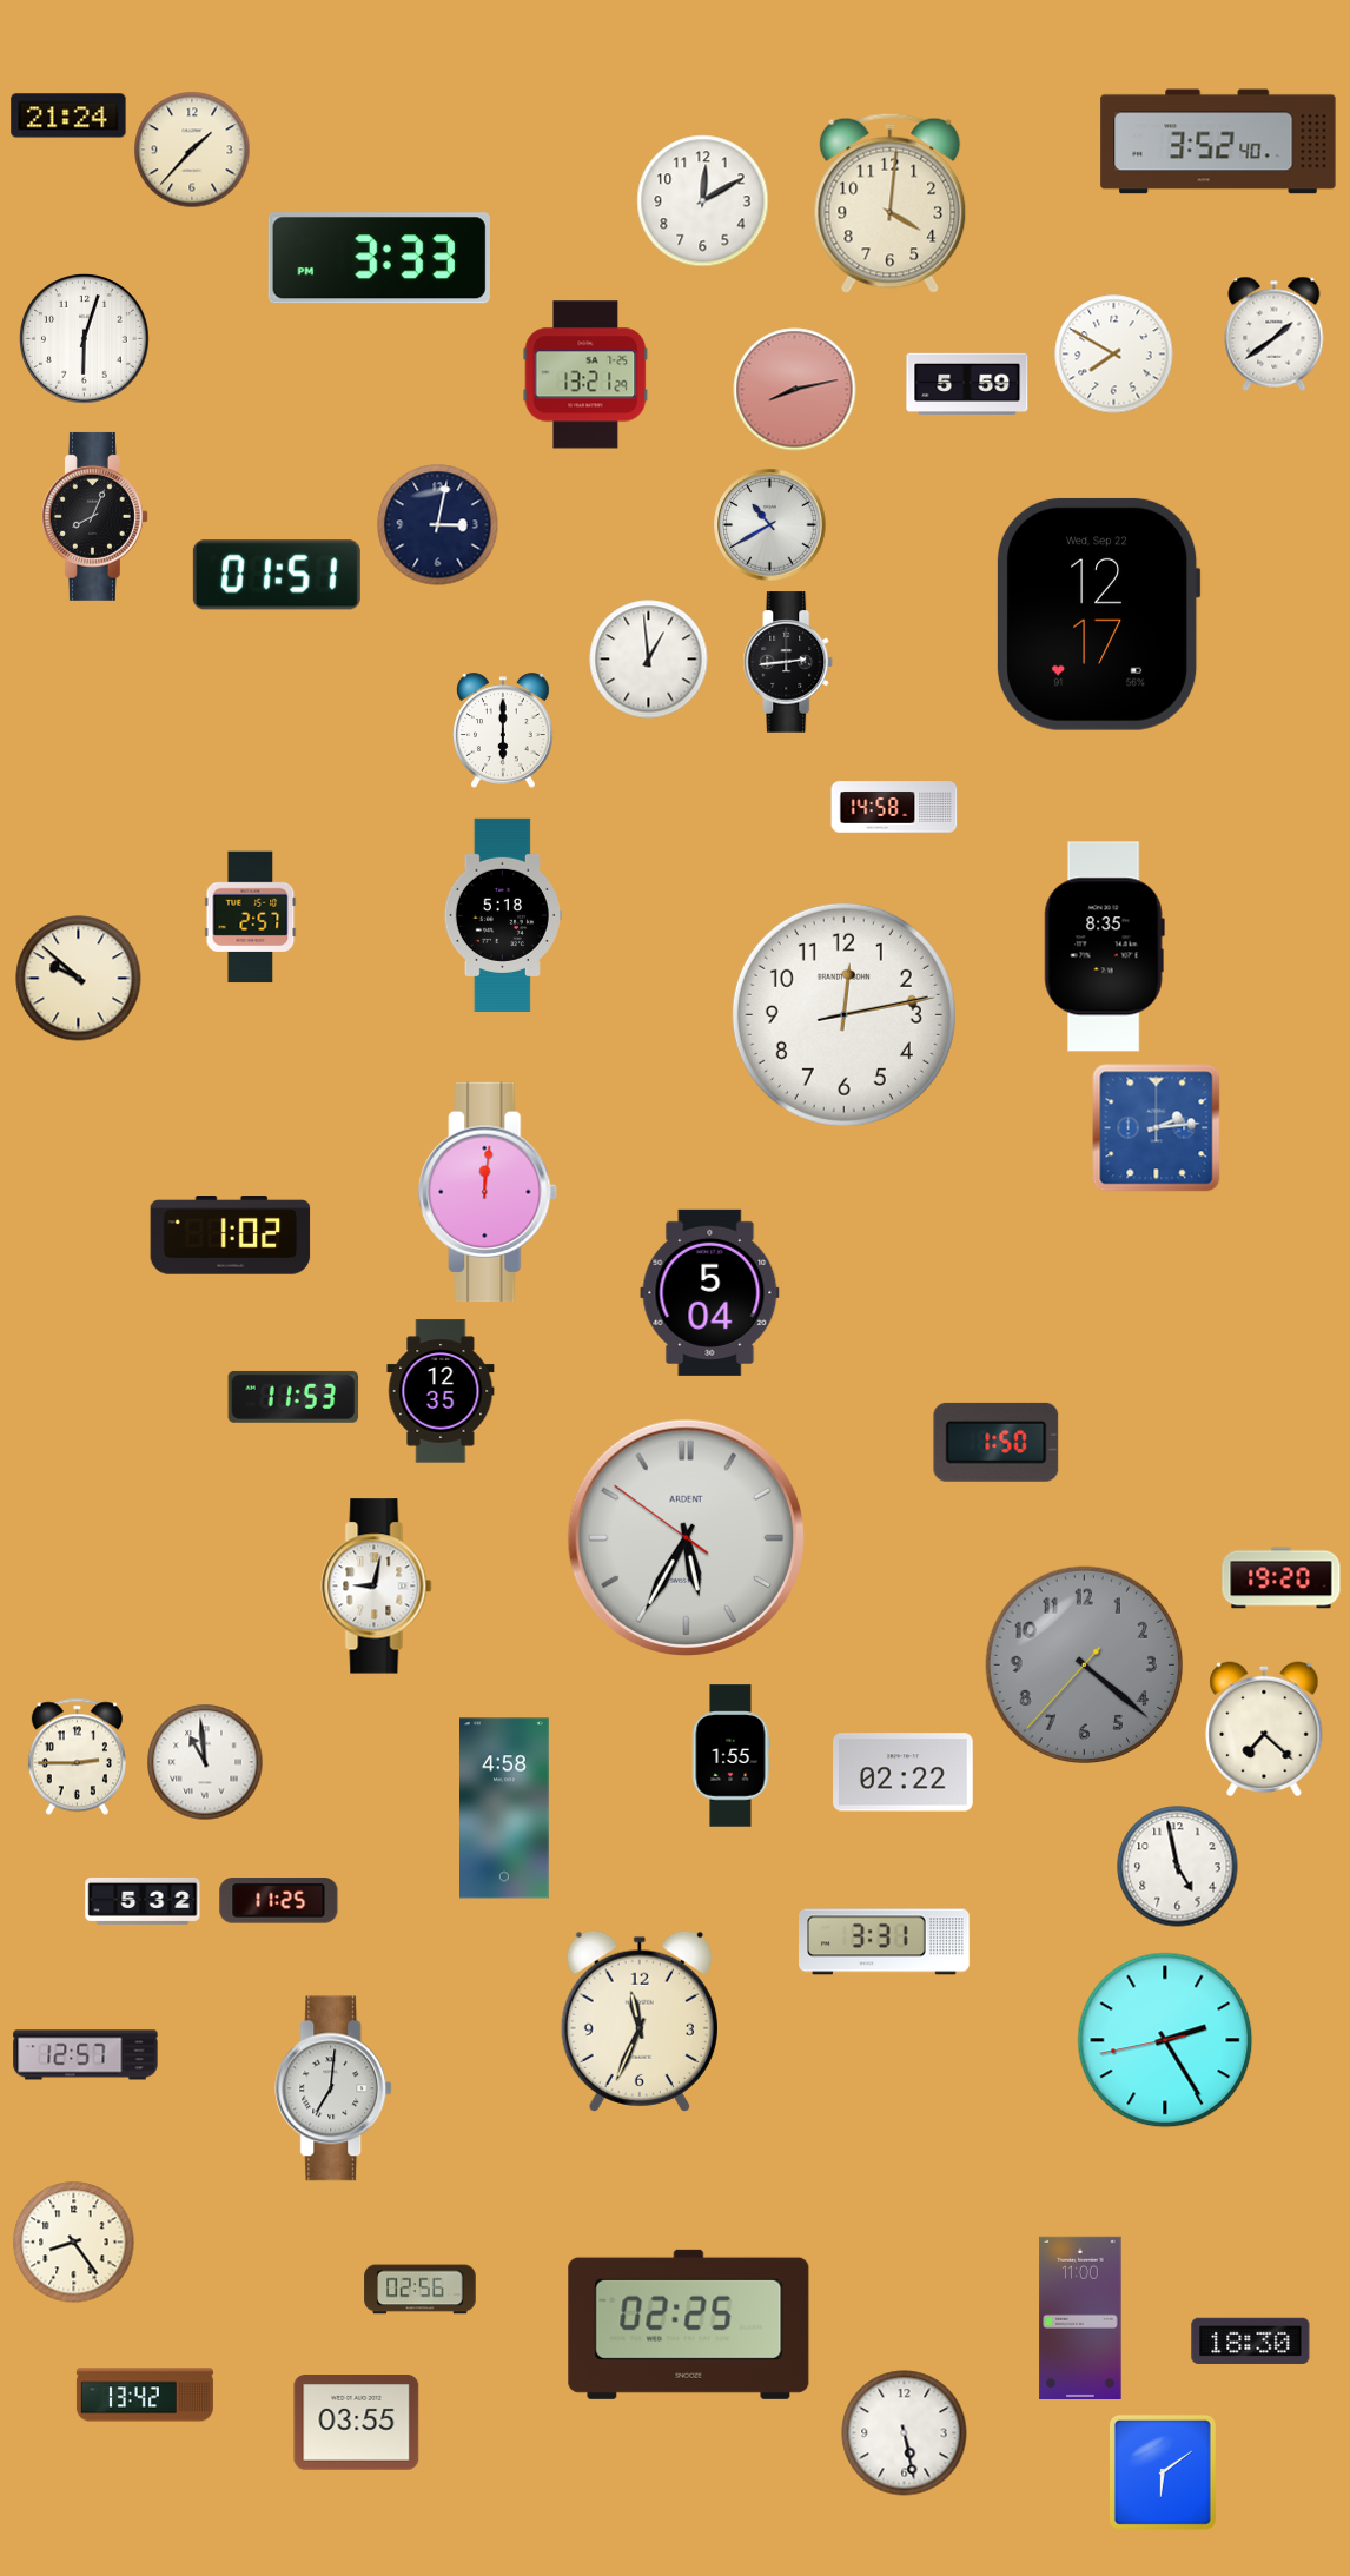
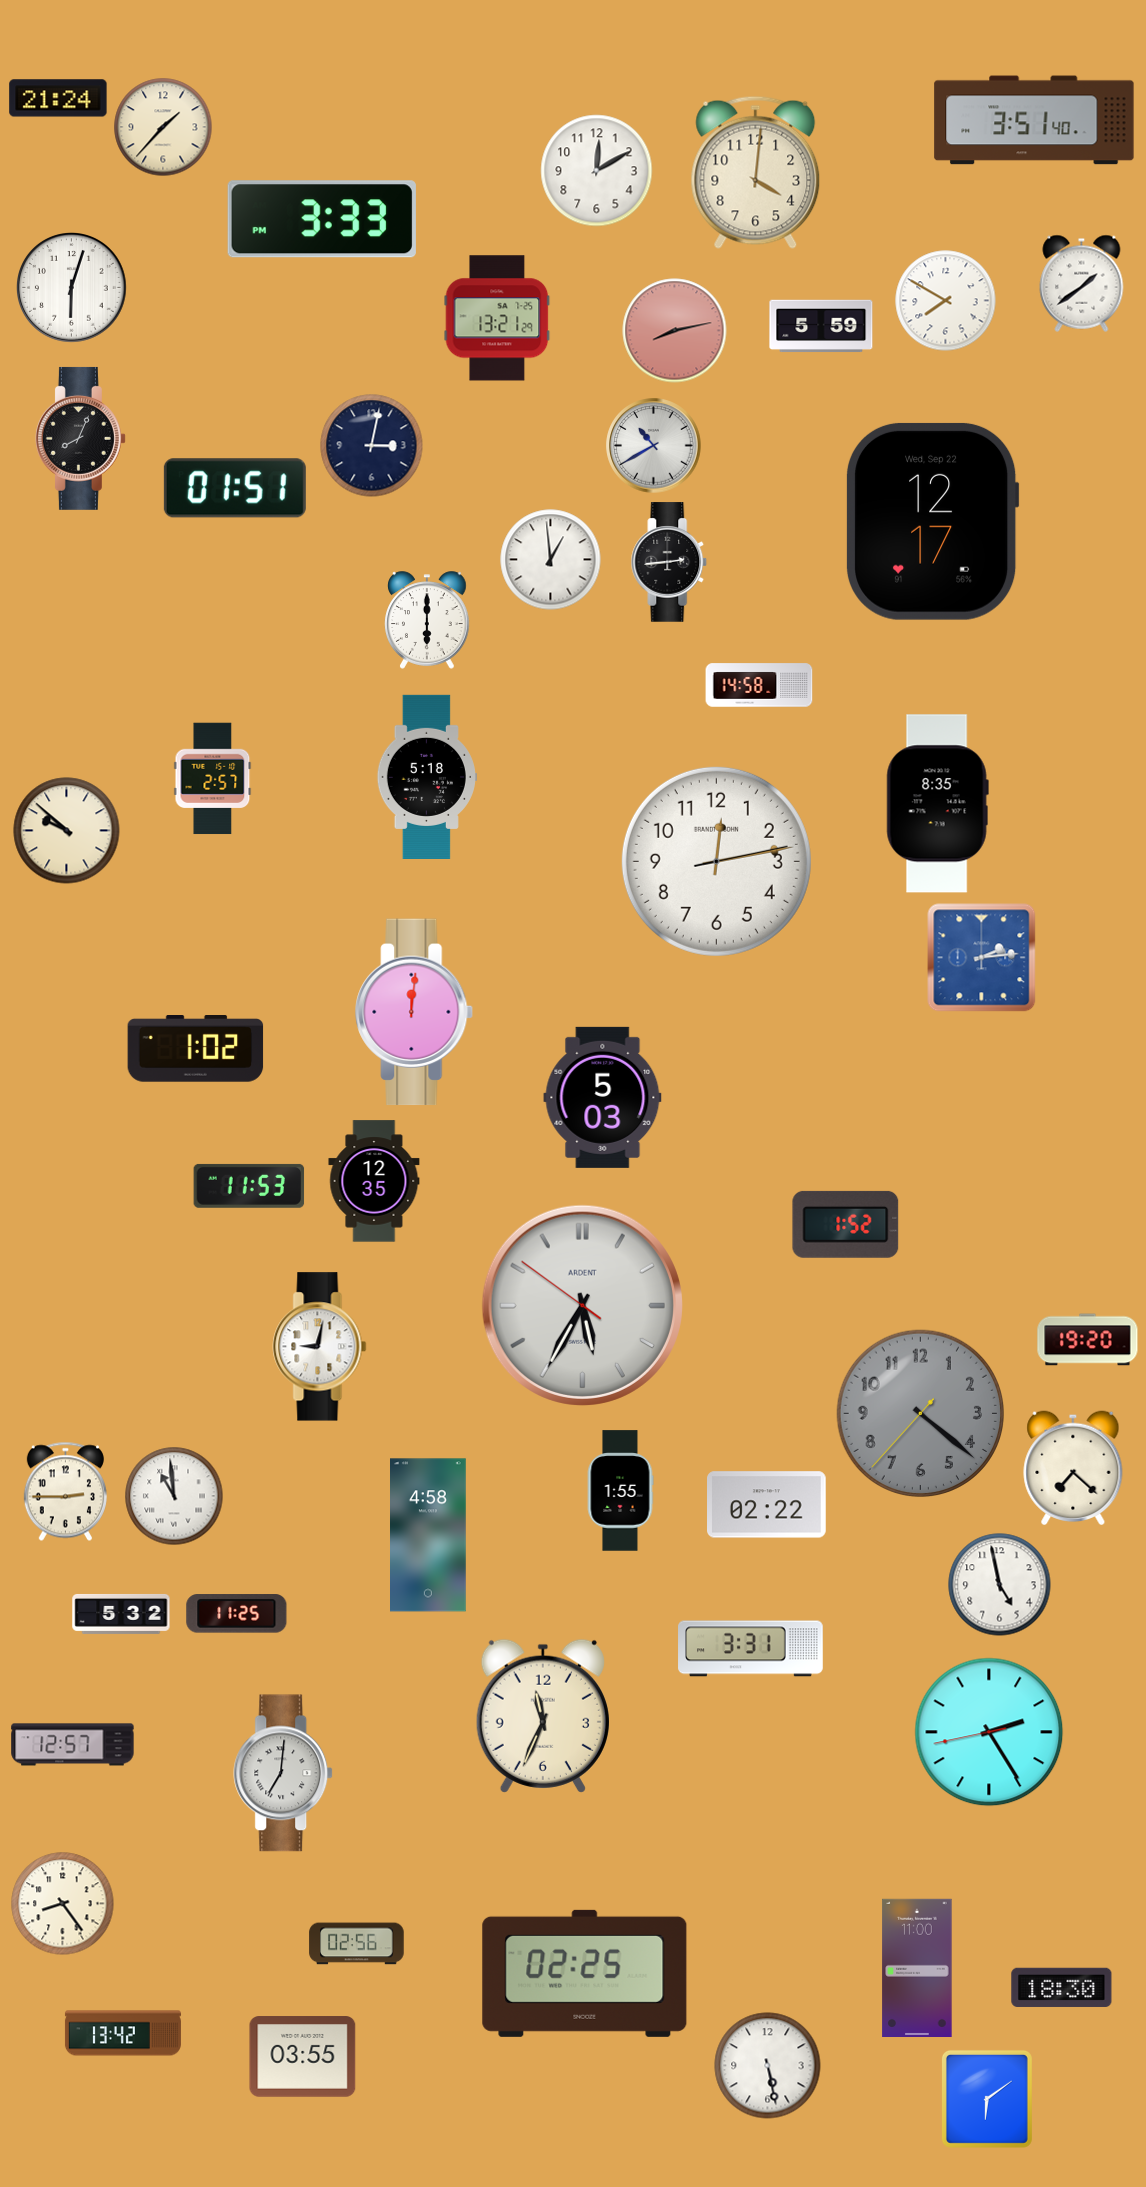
clock at (1218, 141): 3:52 -> 3:51
clock at (710, 1292): 5:04 -> 5:03
clock at (997, 1442): 1:50 -> 1:52
